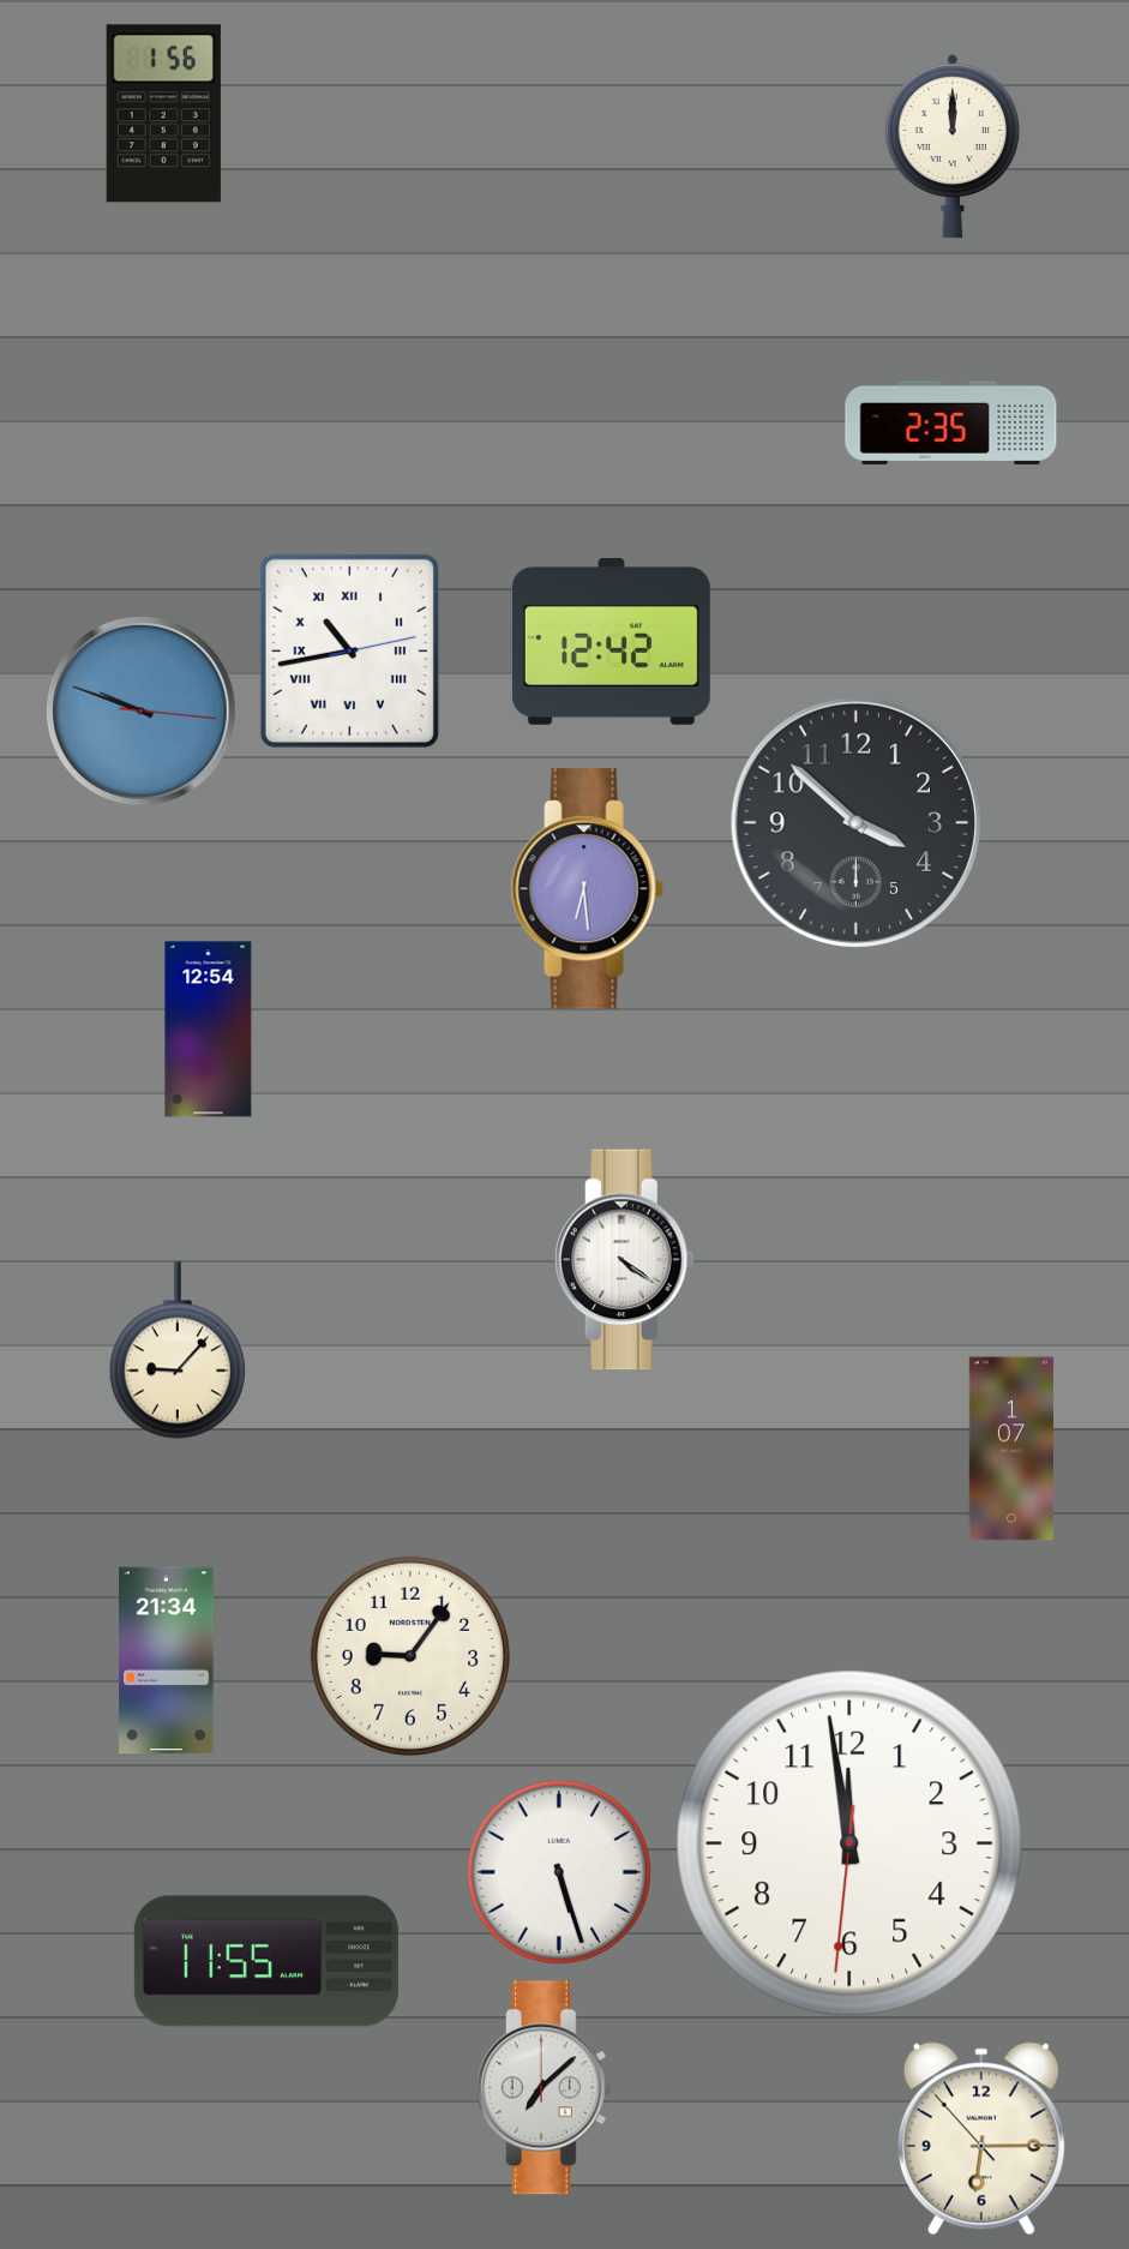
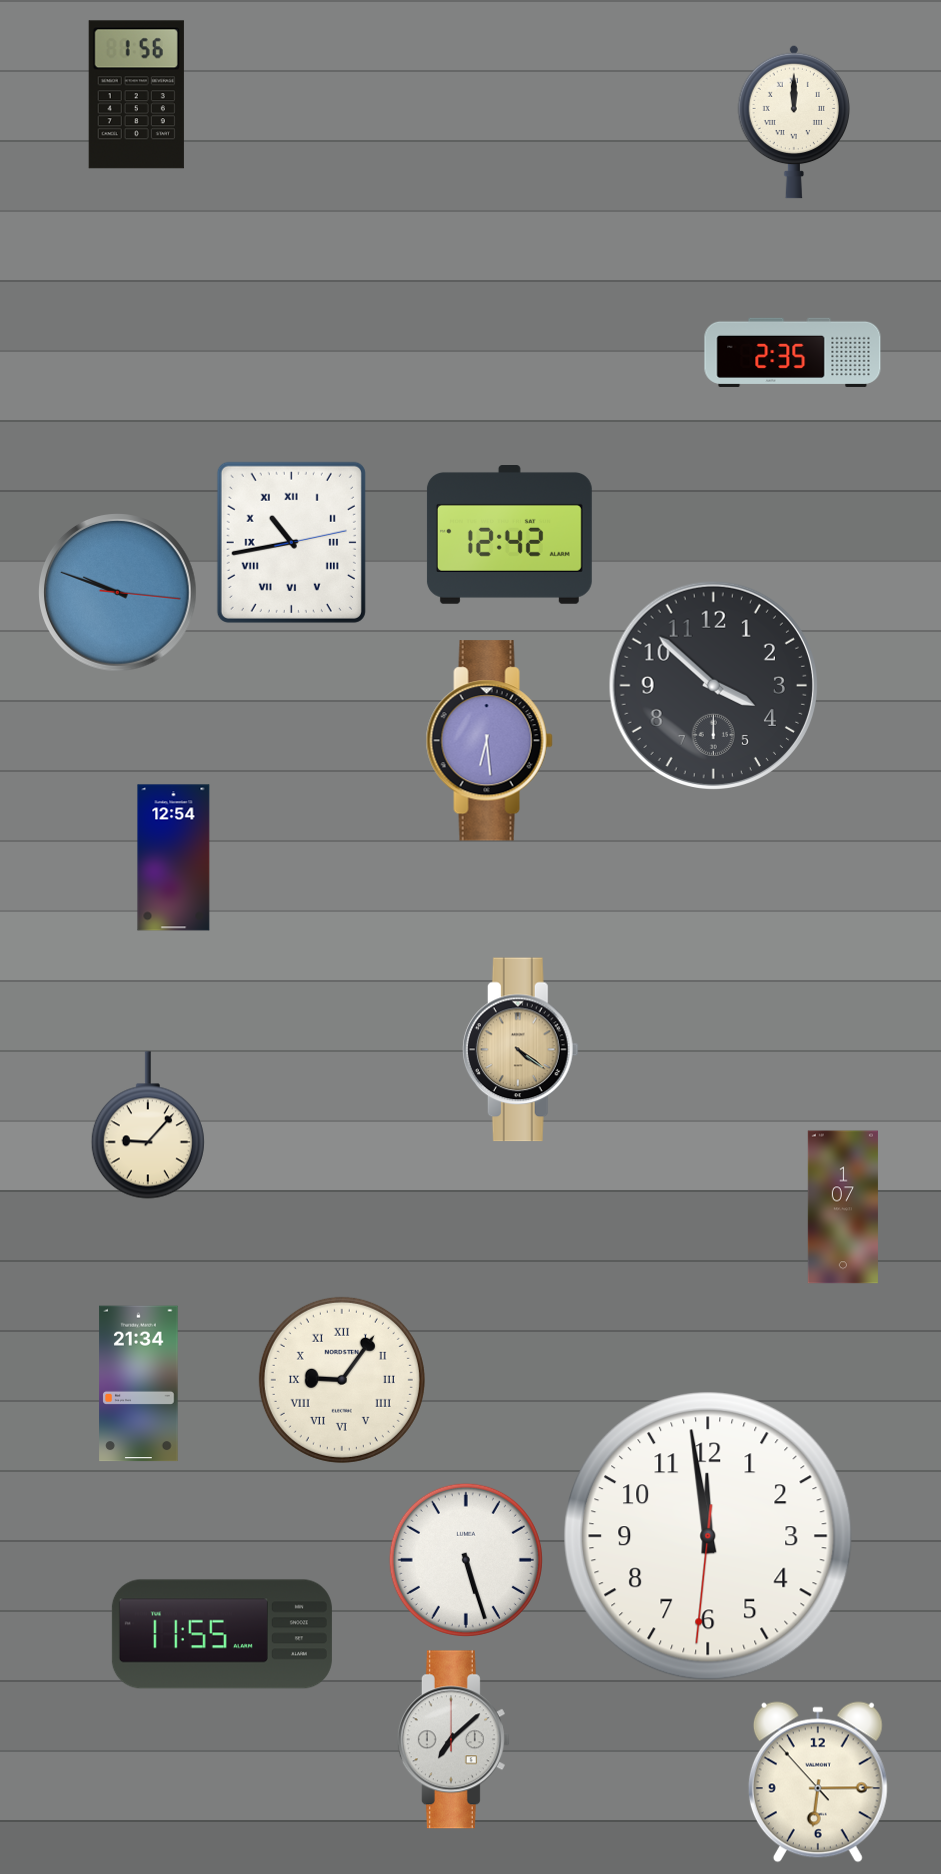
clock at (624, 1260) dial: white -> champagne
clock at (410, 1656) numerals: Arabic -> Roman
